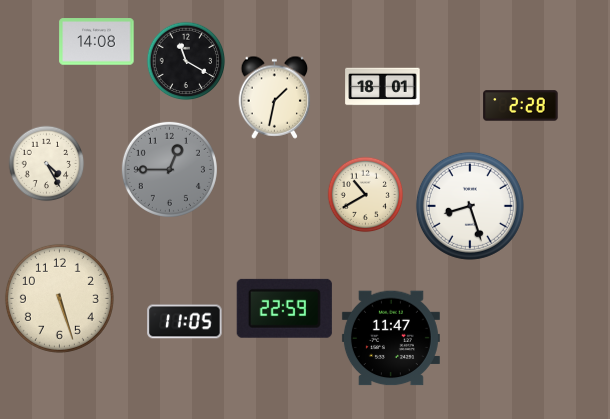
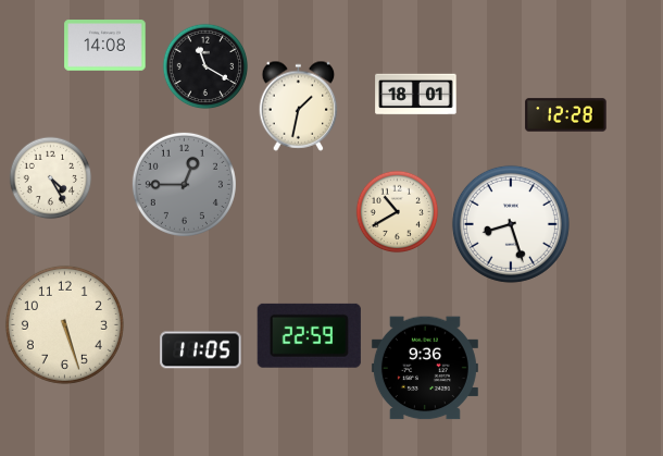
clock at (186, 61) position: (186, 61) -> (205, 66)
clock at (521, 106): 2:28 -> 12:28
clock at (391, 338): 11:47 -> 9:36
